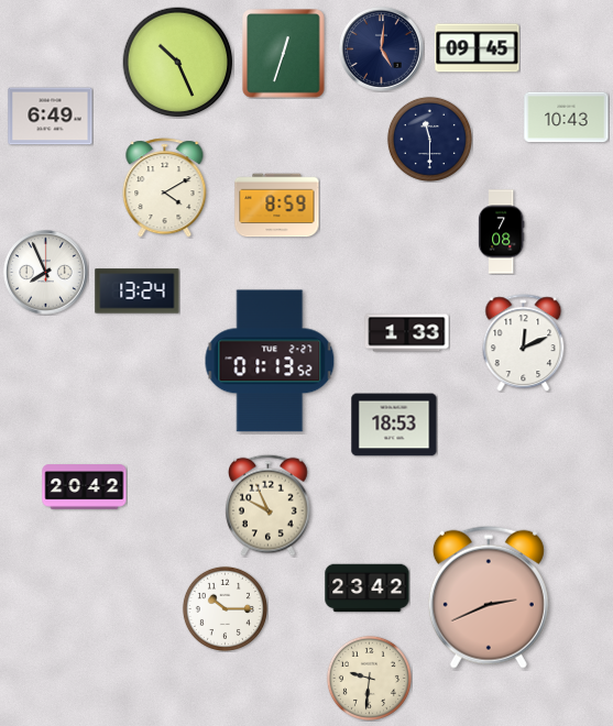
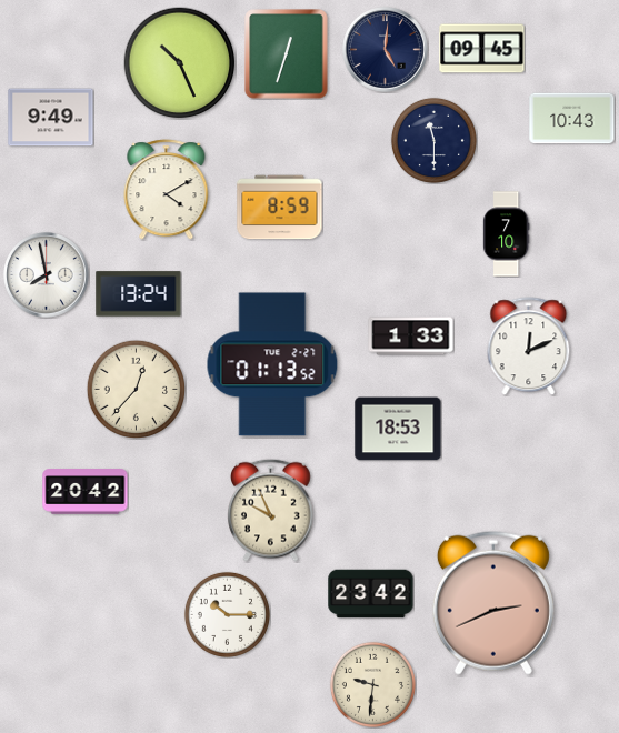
clock at (51, 117): 6:49 -> 9:49
clock at (501, 232): 7:08 -> 7:10
clock at (46, 273): 7:56 -> 7:58
clock at (136, 389): none -> 12:37
